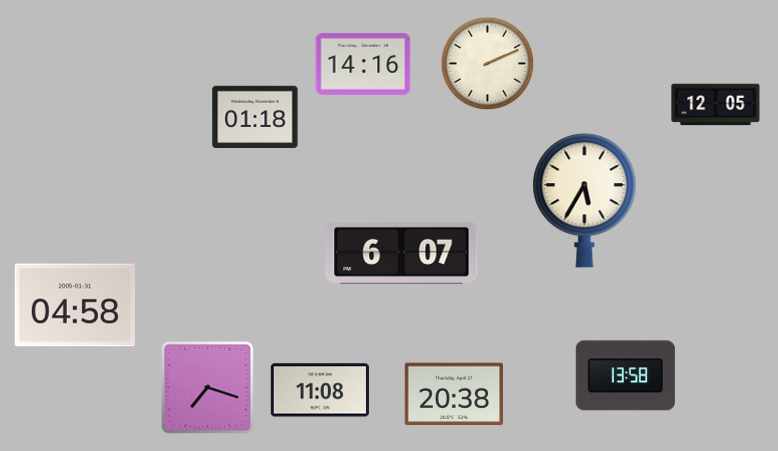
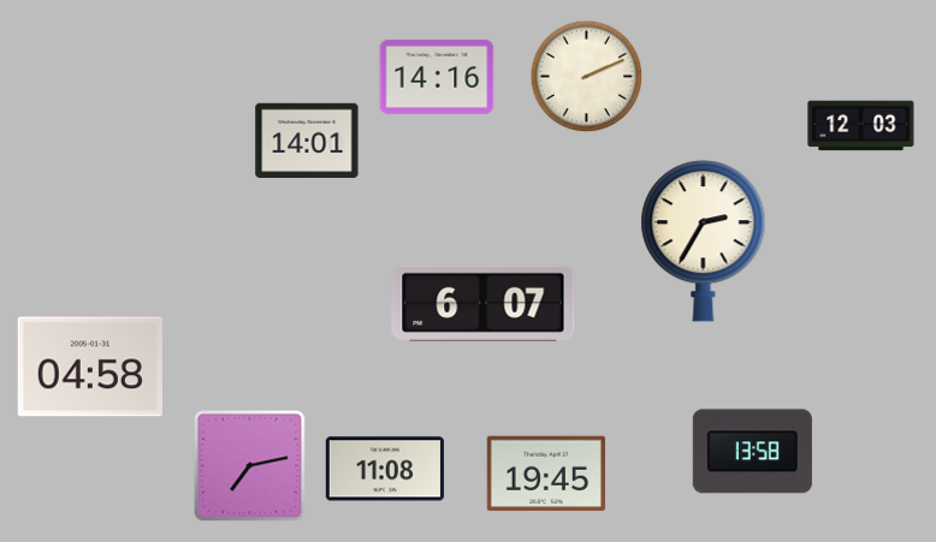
clock at (716, 105): 12:05 -> 12:03
clock at (255, 116): 01:18 -> 14:01
clock at (585, 201): 5:35 -> 2:35
clock at (208, 388): 7:18 -> 7:13
clock at (454, 394): 20:38 -> 19:45
